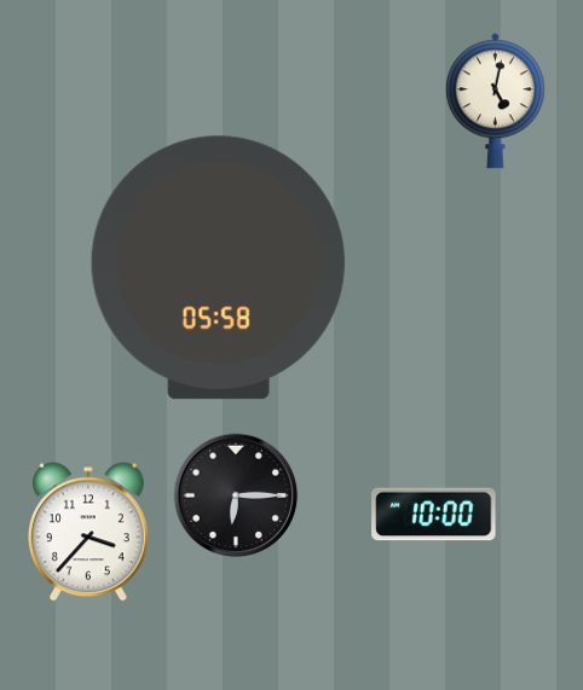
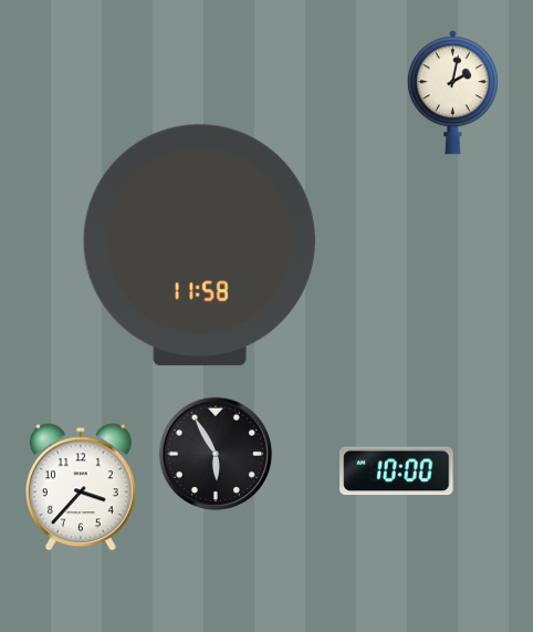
clock at (495, 102): 5:02 -> 2:02
clock at (218, 268): 05:58 -> 11:58
clock at (236, 495): 6:15 -> 5:55
